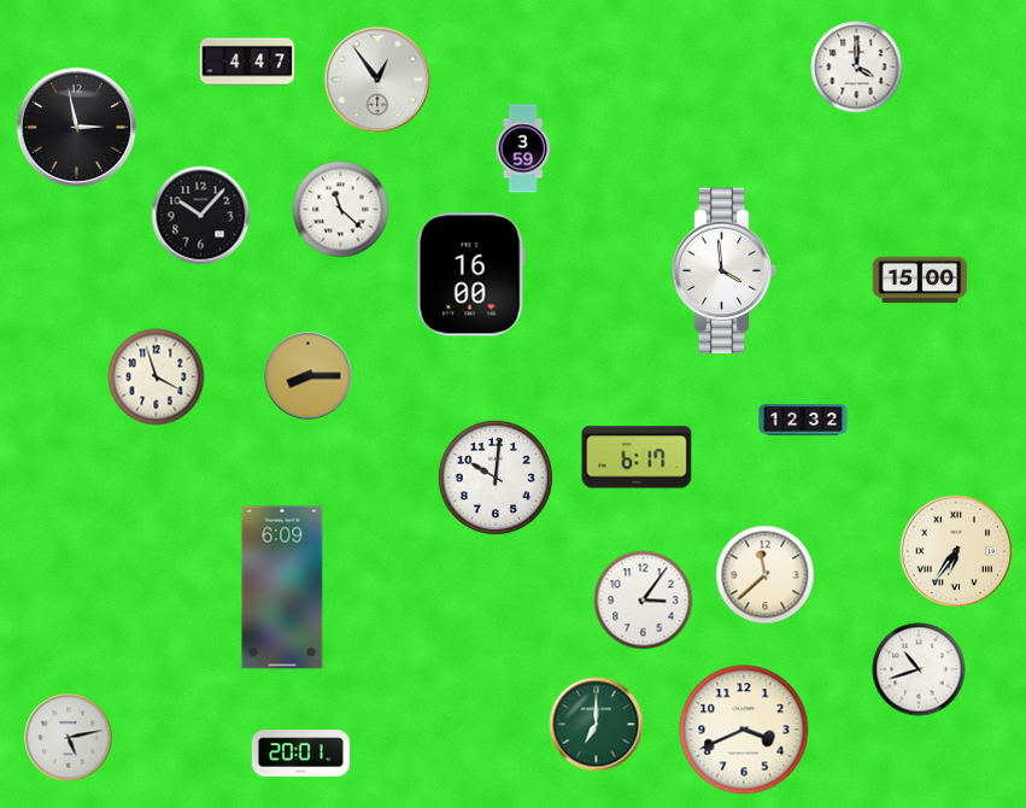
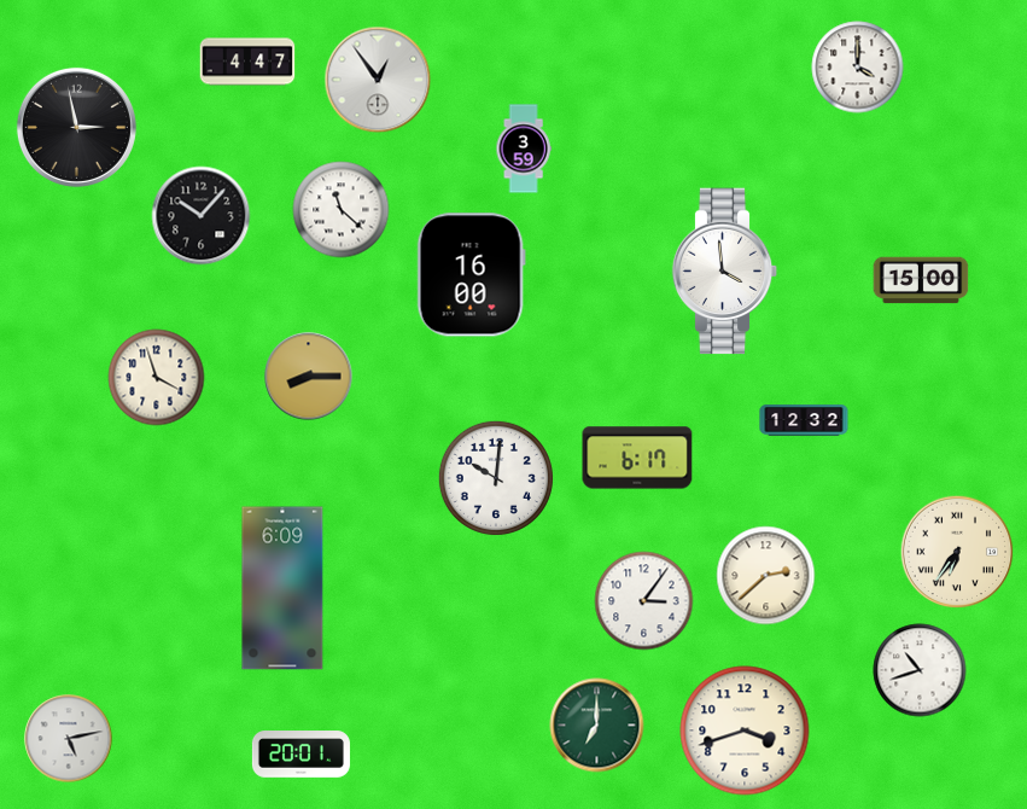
clock at (766, 575): 11:38 -> 2:38
clock at (744, 730): 3:41 -> 3:42
